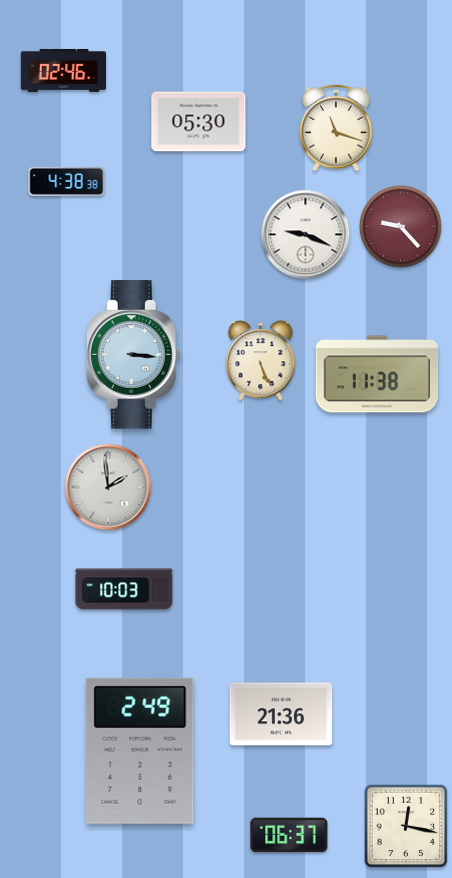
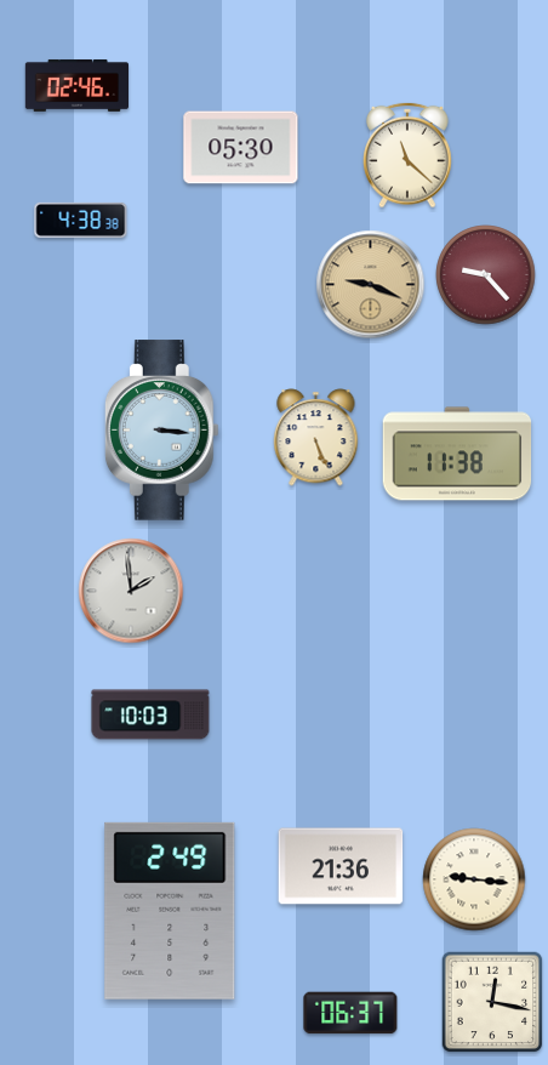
clock at (336, 128): 11:18 -> 11:22
clock at (306, 235) dial: white -> champagne
clock at (474, 879): none -> 9:16
